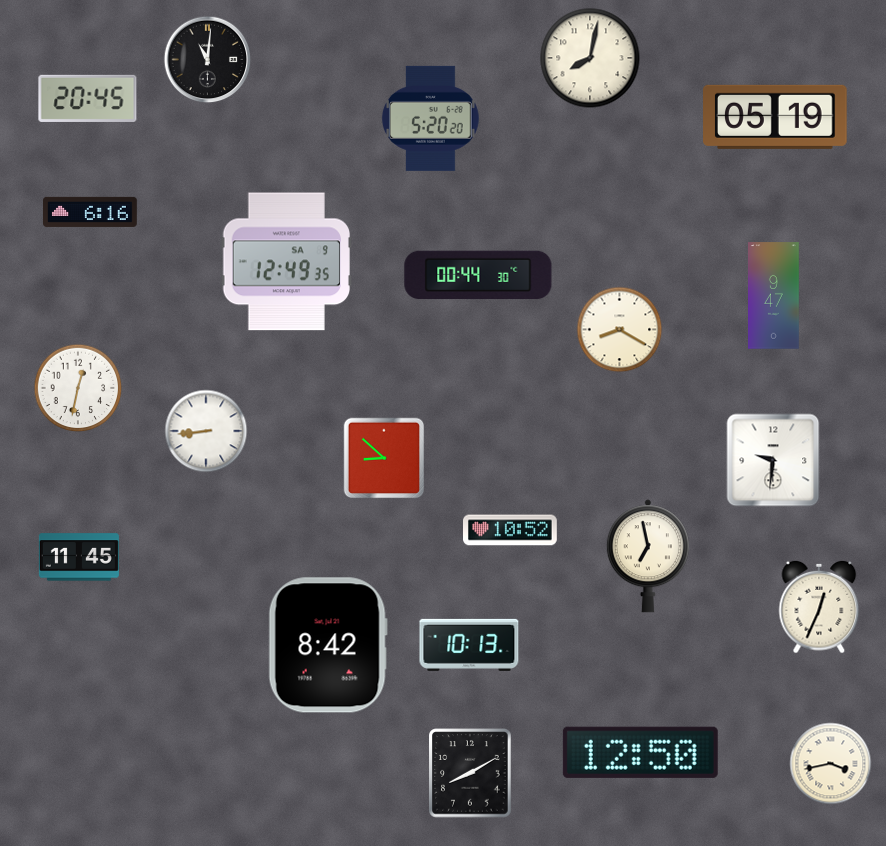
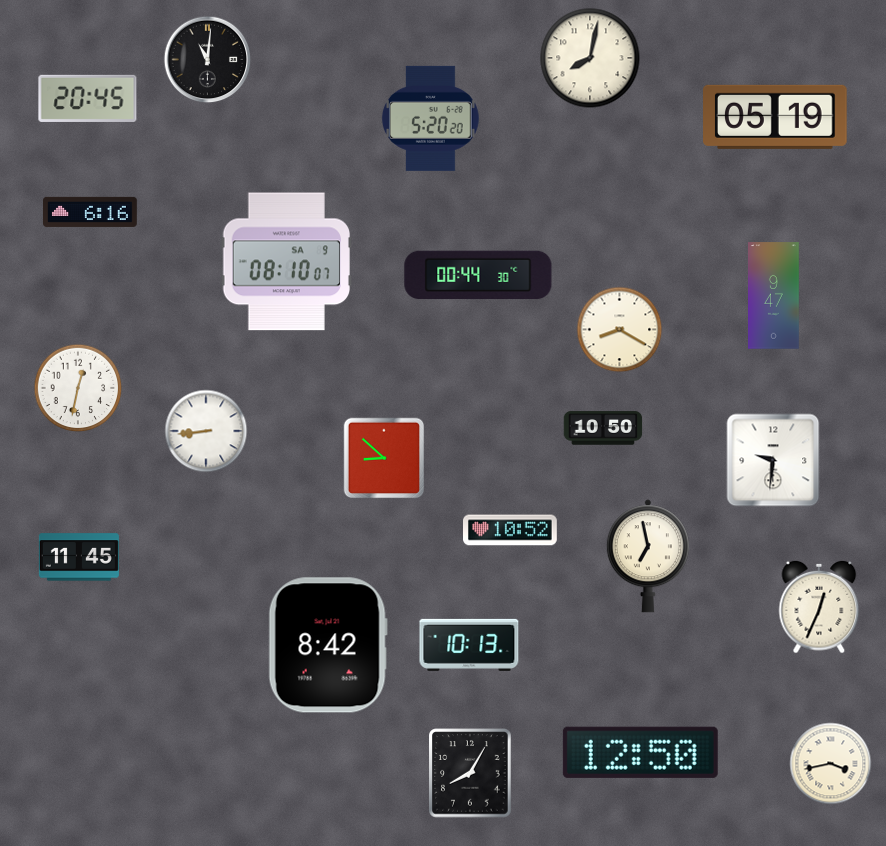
clock at (286, 262): 12:49 -> 08:10
clock at (603, 428): none -> 10:50
clock at (470, 773): 8:10 -> 8:05
